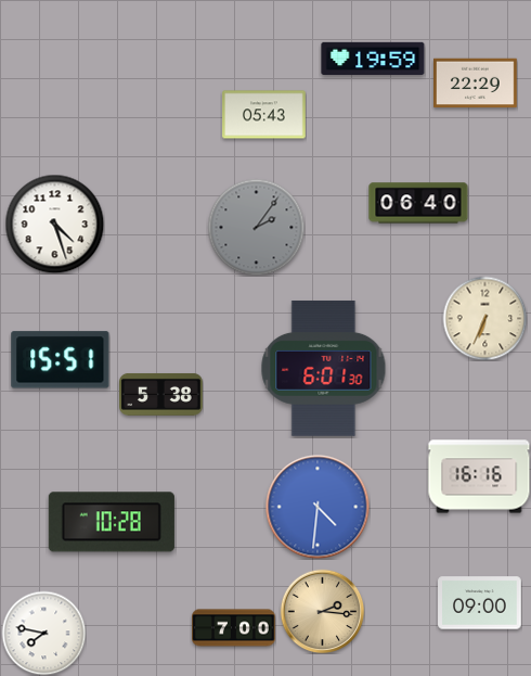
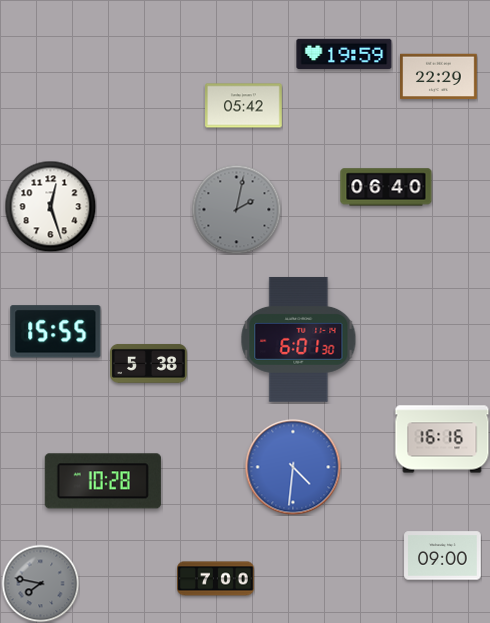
clock at (264, 115): 05:43 -> 05:42
clock at (54, 224): 4:27 -> 12:27
clock at (256, 227): 2:06 -> 2:02
clock at (484, 318): 6:34 -> none
clock at (61, 360): 15:51 -> 15:55
clock at (322, 611): 2:16 -> none
clock at (43, 633) dial: white -> grey
